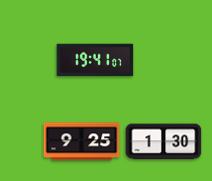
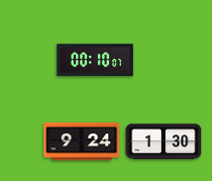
clock at (95, 60): 19:41 -> 00:10
clock at (82, 142): 9:25 -> 9:24
